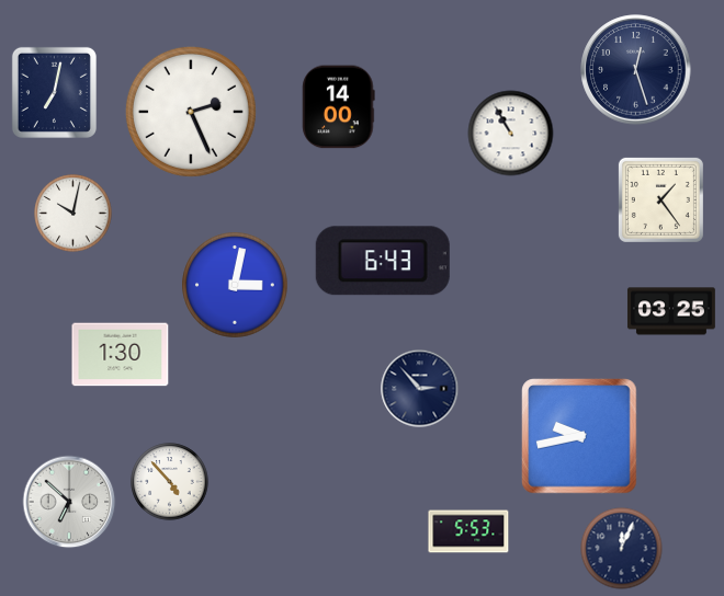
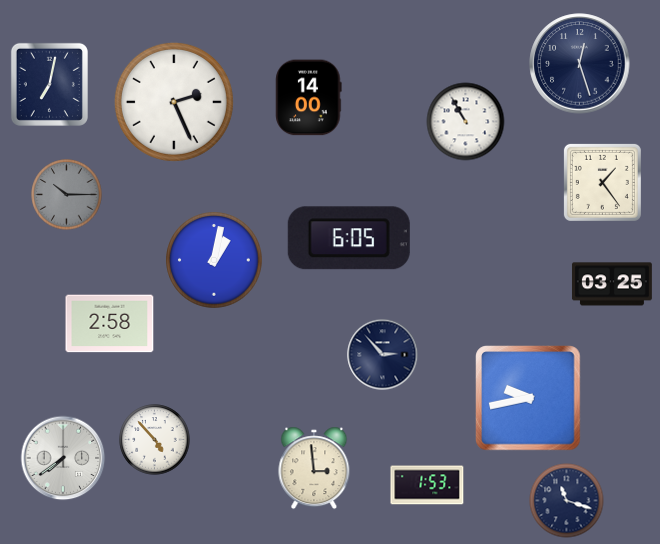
clock at (73, 214): 10:02 -> 10:15
clock at (73, 214) dial: white -> grey
clock at (383, 261): 6:43 -> 6:05
clock at (235, 285): 3:02 -> 1:02
clock at (121, 355): 1:30 -> 2:58
clock at (69, 502): 6:52 -> 7:39
clock at (314, 468): none -> 2:59
clock at (468, 531): 5:53 -> 1:53
clock at (622, 549): 12:04 -> 11:18
